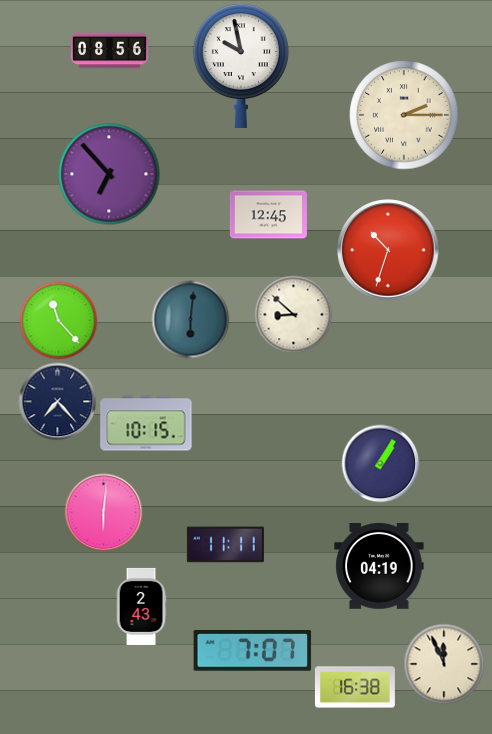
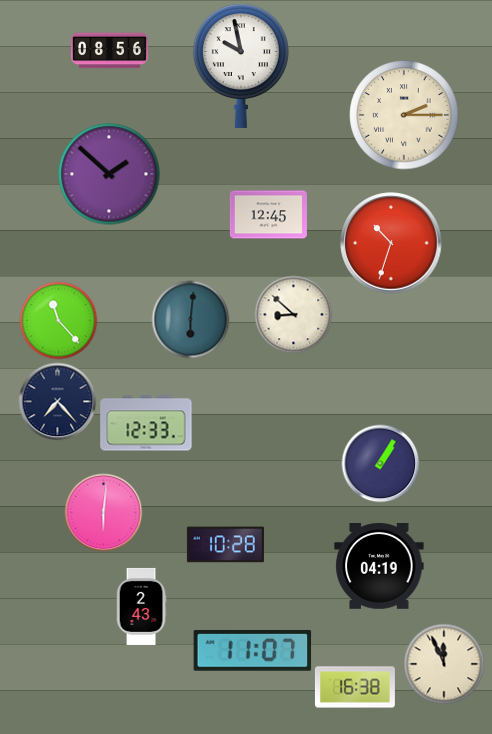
clock at (109, 174): 6:53 -> 1:52
clock at (388, 250) position: (388, 250) -> (391, 243)
clock at (146, 423): 10:15 -> 12:33
clock at (225, 545): 11:11 -> 10:28
clock at (253, 650): 7:07 -> 11:07
